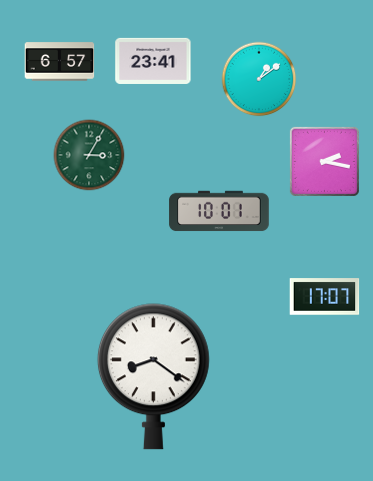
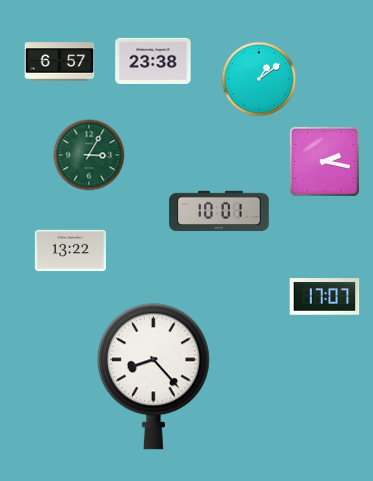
clock at (153, 61): 23:41 -> 23:38
clock at (70, 251): none -> 13:22
clock at (153, 377): 8:21 -> 8:23
